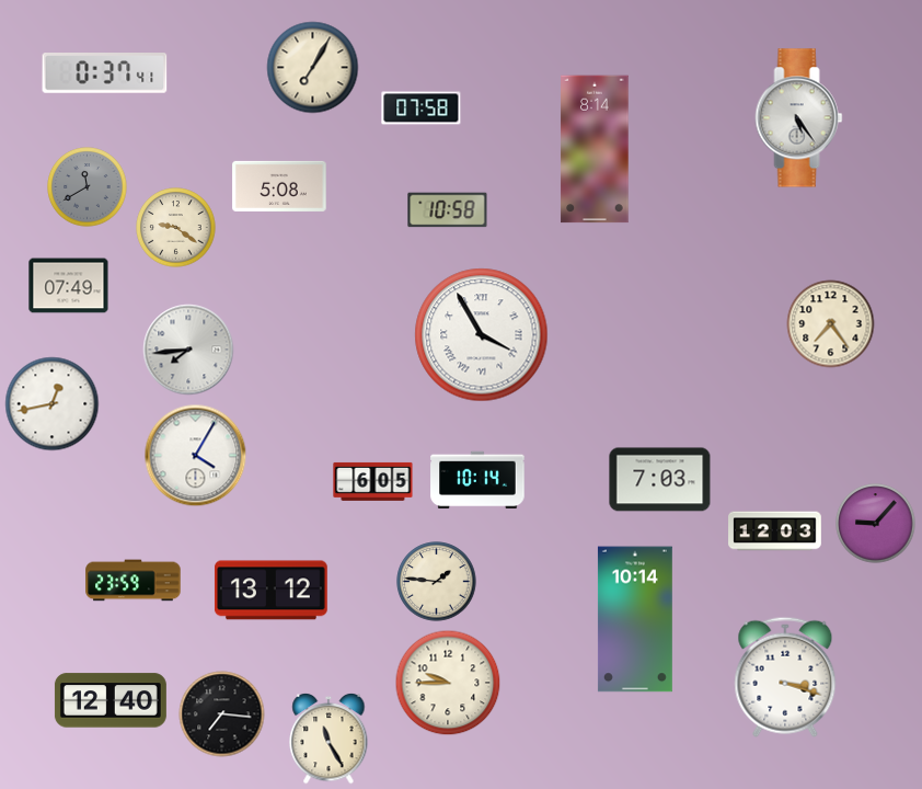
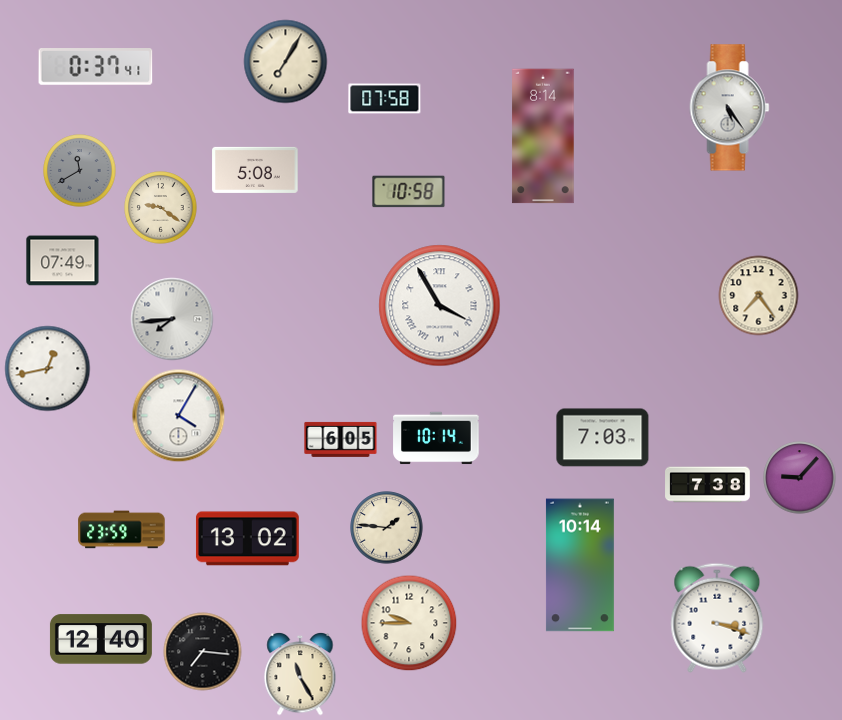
clock at (775, 531): 12:03 -> 7:38
clock at (437, 582) position: (437, 582) -> (387, 528)
clock at (270, 591): 13:12 -> 13:02
